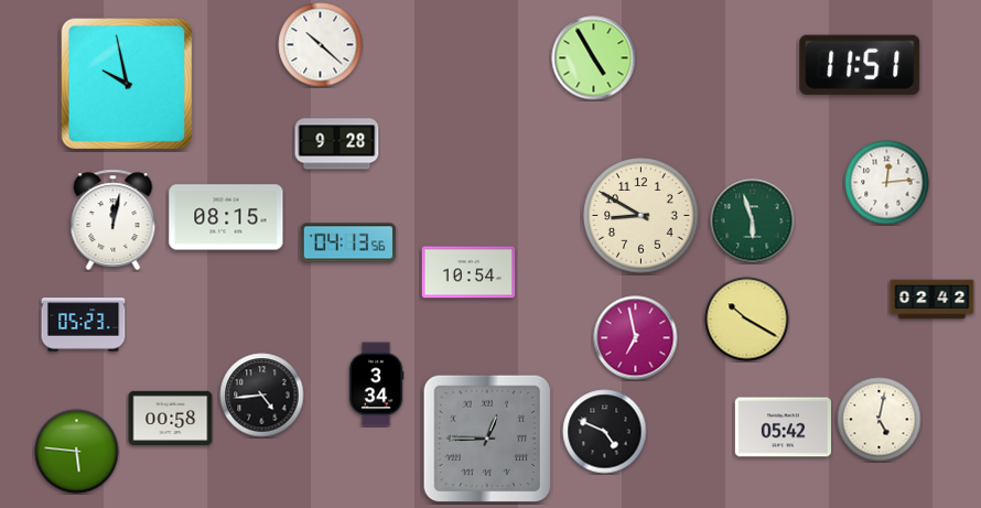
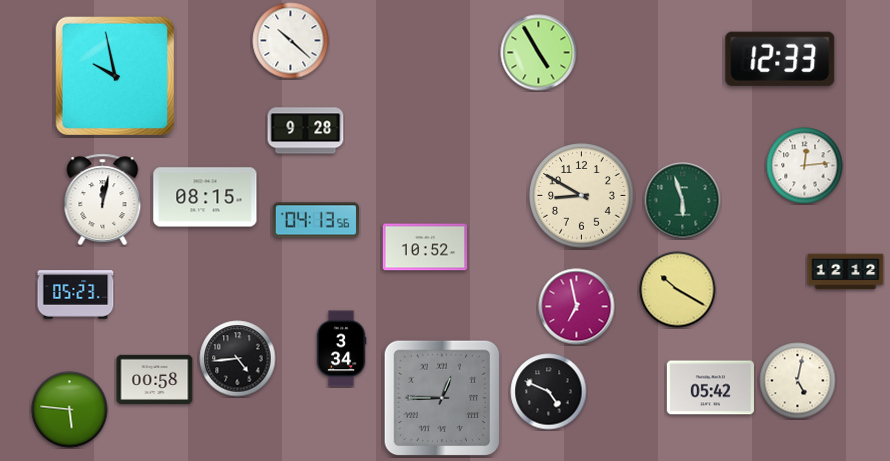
clock at (860, 65): 11:51 -> 12:33
clock at (468, 272): 10:54 -> 10:52
clock at (933, 300): 02:42 -> 12:12
